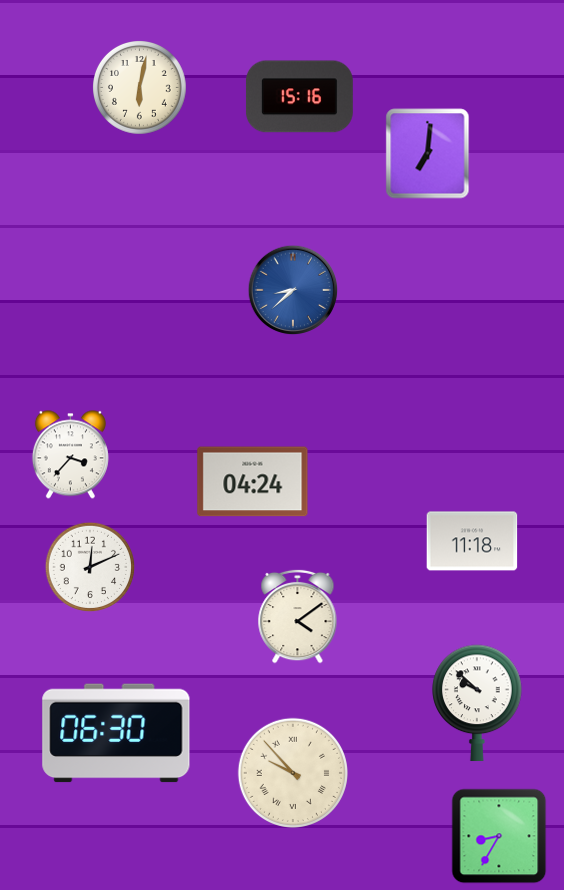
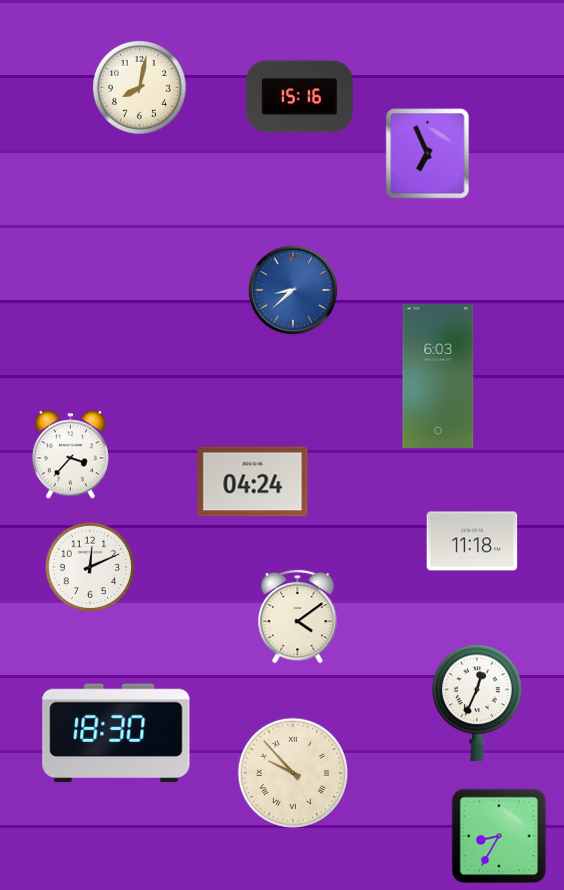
clock at (140, 88): 6:02 -> 8:02
clock at (428, 154): 7:01 -> 6:56
clock at (438, 376): none -> 6:03
clock at (477, 703): 9:52 -> 12:34
clock at (116, 733): 06:30 -> 18:30
